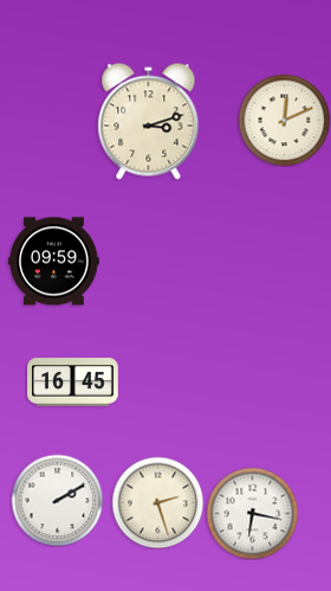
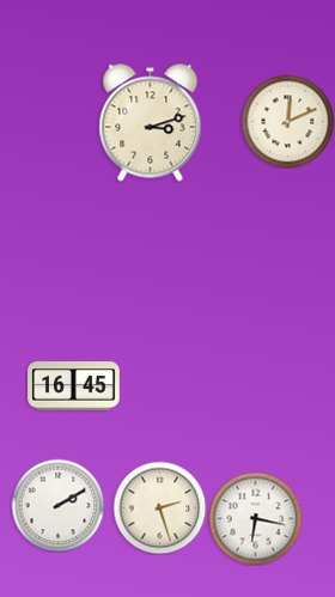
clock at (54, 262): 09:59 -> none
